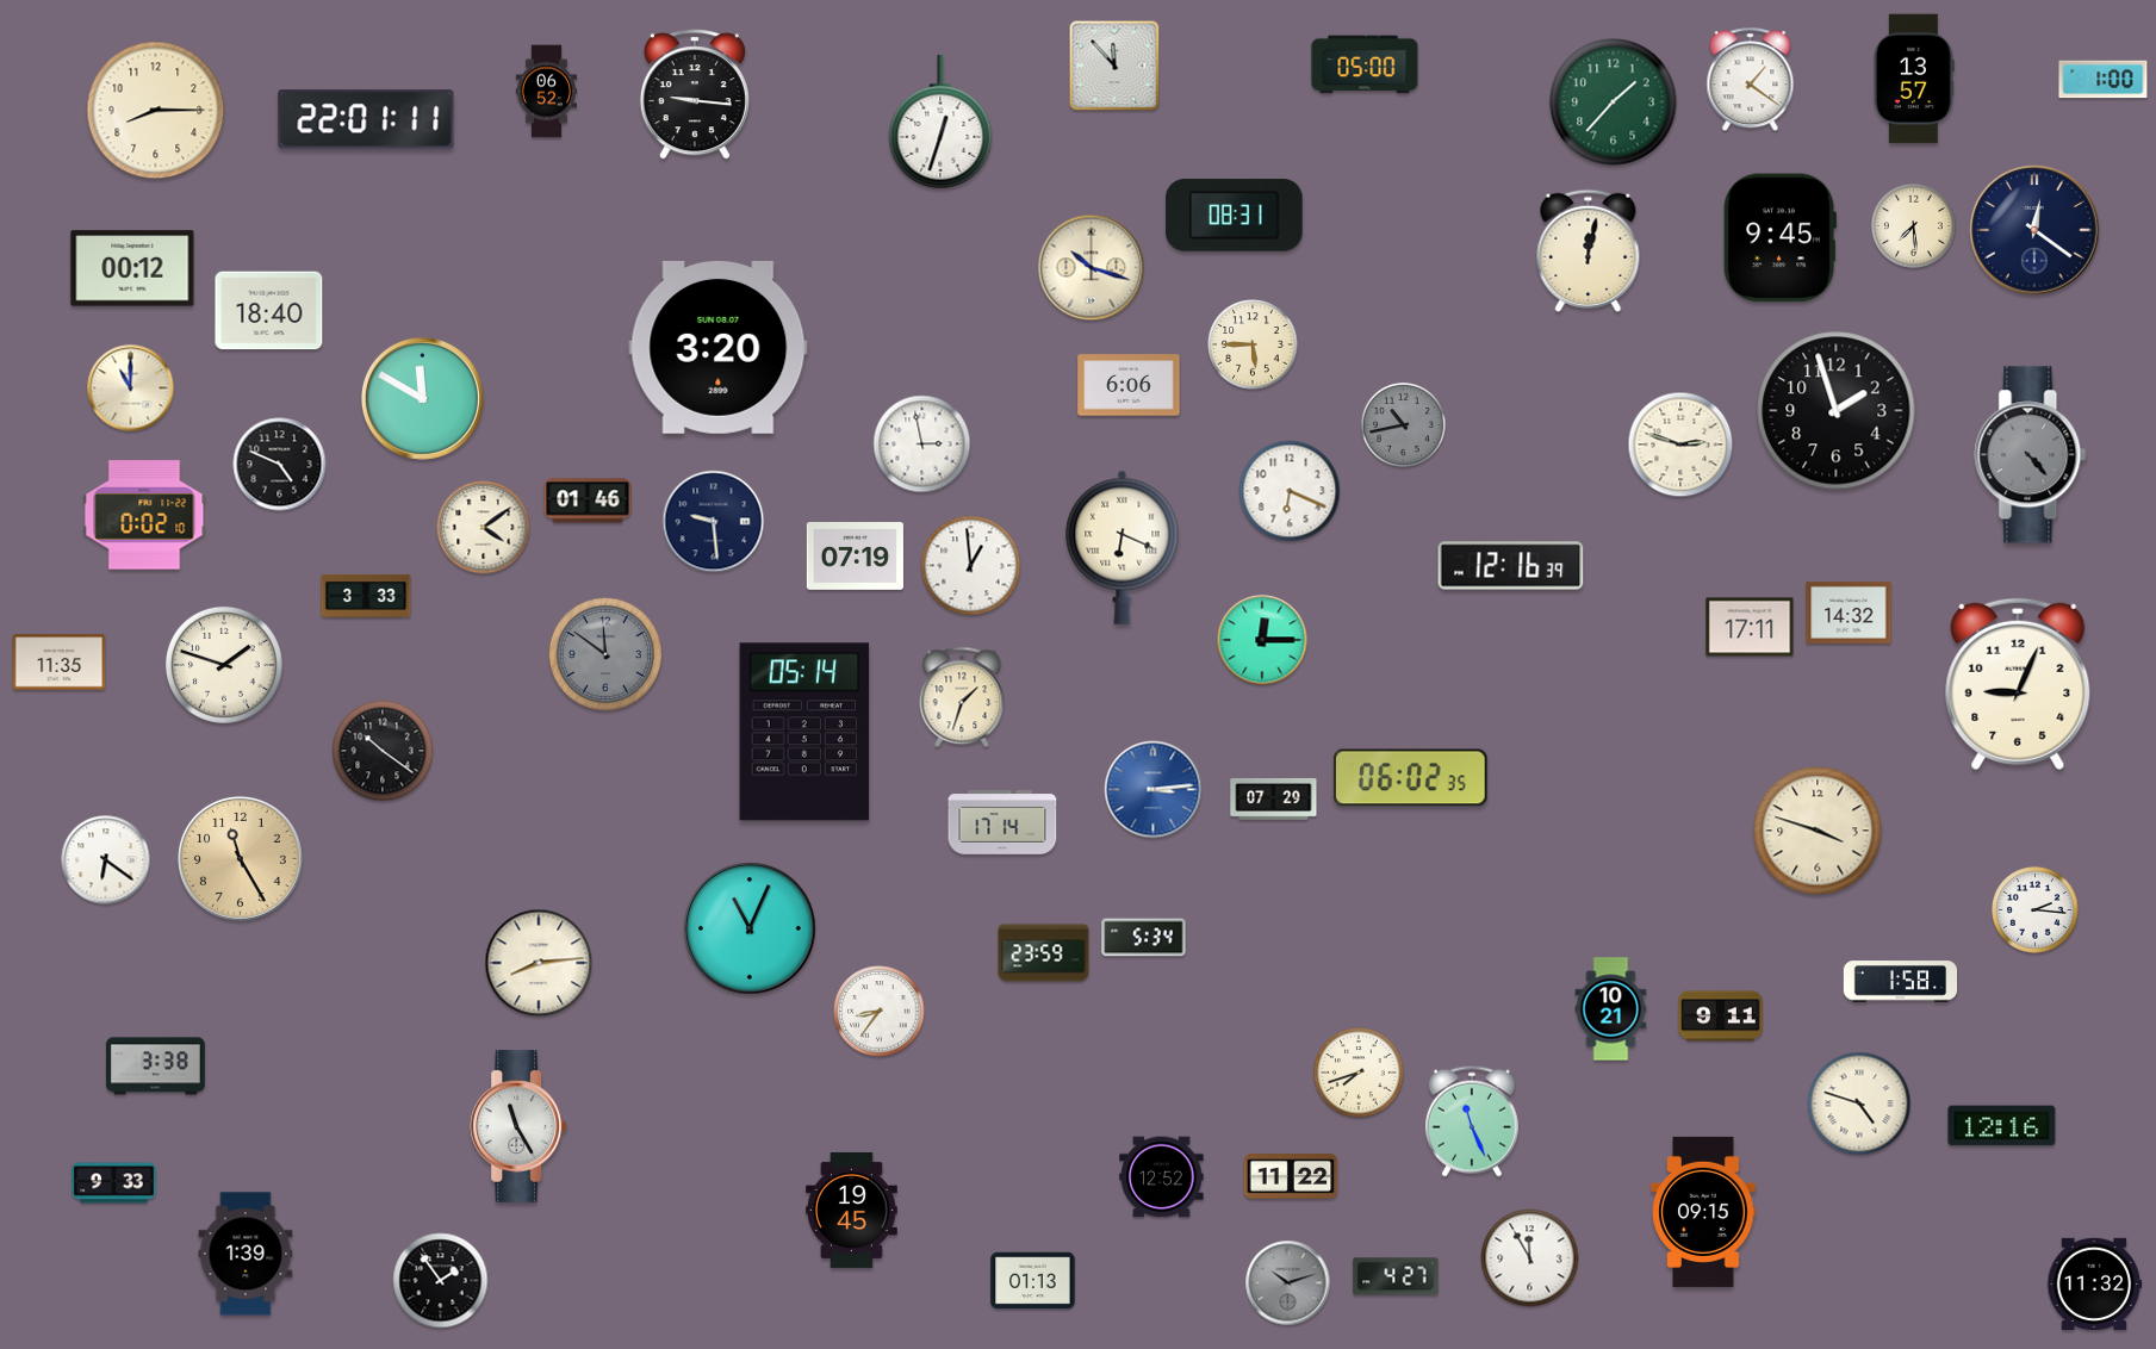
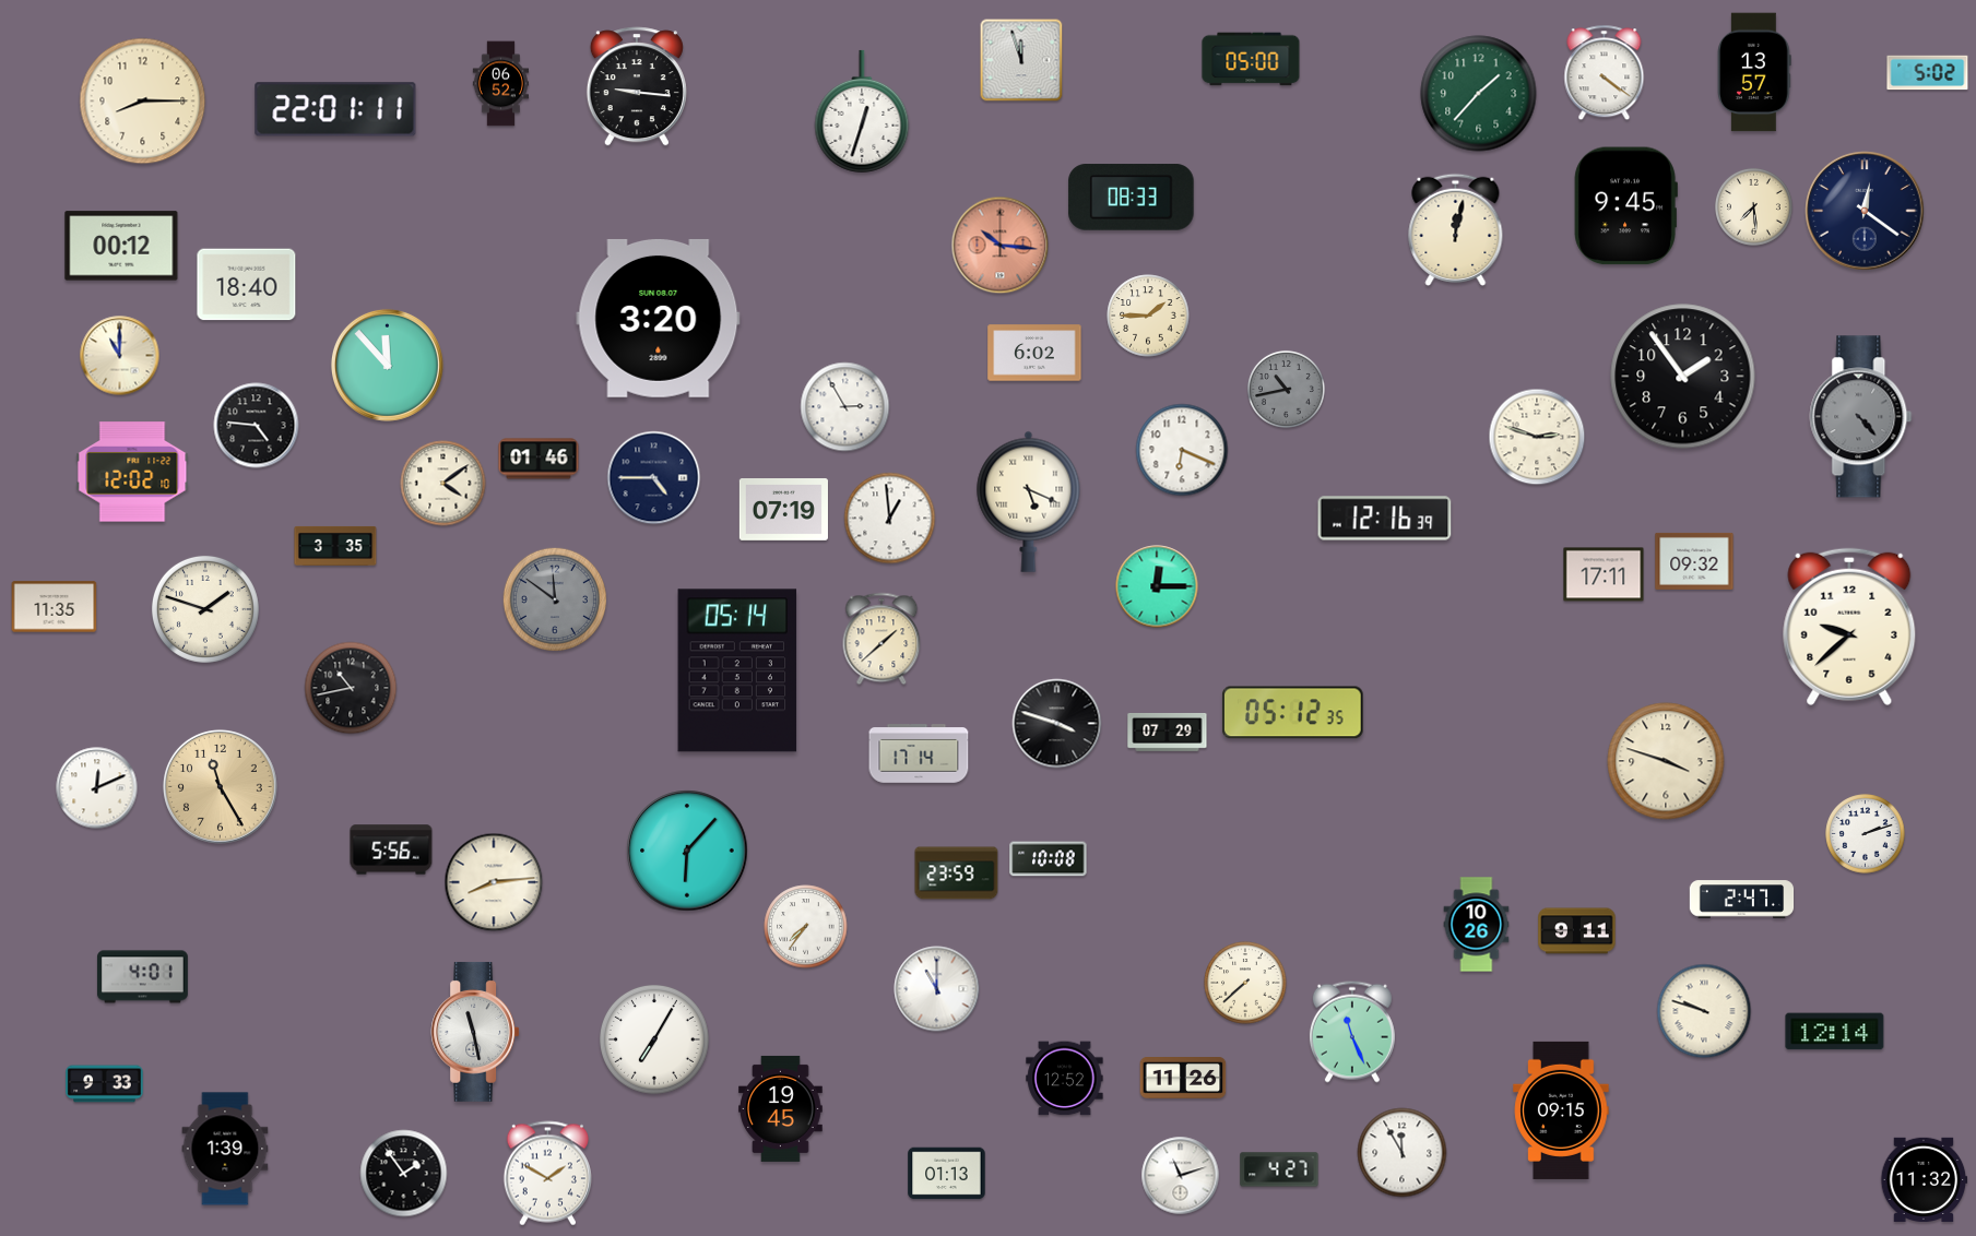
clock at (1114, 66): 11:53 -> 11:57
clock at (1751, 80): 1:21 -> 4:21
clock at (2104, 80): 1:00 -> 5:02
clock at (1235, 216): 08:31 -> 08:33
clock at (1779, 238) position: (1779, 238) -> (1625, 206)
clock at (1092, 268): 10:18 -> 10:16
clock at (1092, 268) dial: cream -> salmon
clock at (1253, 344): 5:45 -> 1:45
clock at (1129, 385): 6:06 -> 6:02
clock at (422, 398): 11:50 -> 11:53
clock at (1837, 411): 1:57 -> 1:54
clock at (922, 445): 2:58 -> 2:55
clock at (1680, 445) position: (1680, 445) -> (1537, 437)
clock at (280, 465): 4:49 -> 4:46
clock at (144, 515): 0:02 -> 12:02
clock at (714, 522): 9:29 -> 4:45
clock at (1123, 547): 6:19 -> 5:19
clock at (366, 596): 3:33 -> 3:35
clock at (1849, 613): 14:32 -> 09:32
clock at (2018, 684): 9:04 -> 9:38
clock at (962, 697): 1:33 -> 1:38
clock at (383, 751): 10:21 -> 10:43
clock at (1411, 778): 06:02 -> 05:12
clock at (1154, 790): 3:14 -> 3:48
clock at (1154, 790) dial: blue -> black
clock at (106, 860): 6:21 -> 12:11
clock at (2036, 910): 2:16 -> 2:12
clock at (391, 849): none -> 5:56
clock at (750, 928): 11:04 -> 6:07
clock at (1144, 938): 5:34 -> 10:08
clock at (1901, 982): 1:58 -> 2:47
clock at (1611, 1009): 10:21 -> 10:26
clock at (880, 1012): 8:36 -> 7:36
clock at (155, 1067): 3:38 -> 4:01
clock at (1359, 1073): 7:42 -> 7:38
clock at (937, 989): none -> 11:00
clock at (1859, 1104): 4:48 -> 9:48
clock at (1472, 1121) position: (1472, 1121) -> (1352, 1032)
clock at (518, 1126): 11:25 -> 11:28
clock at (2002, 1126): 12:16 -> 12:14
clock at (655, 1041): none -> 7:05
clock at (1291, 1177): 11:22 -> 11:26
clock at (547, 1174): none -> 1:50
clock at (1288, 1283): 10:12 -> 11:12
clock at (1288, 1283) dial: grey -> white
clock at (2094, 1283) position: (2094, 1283) -> (1924, 1179)
